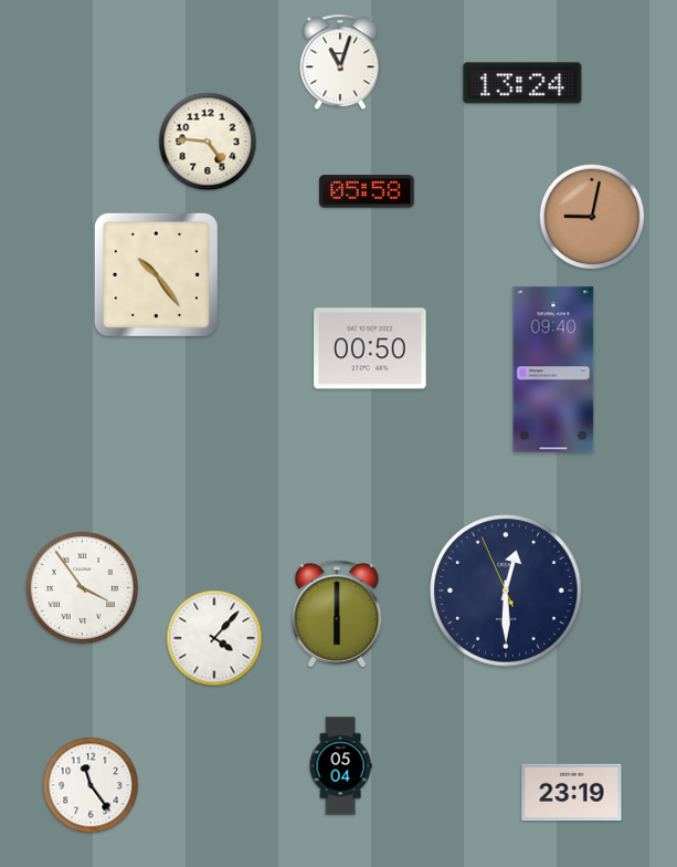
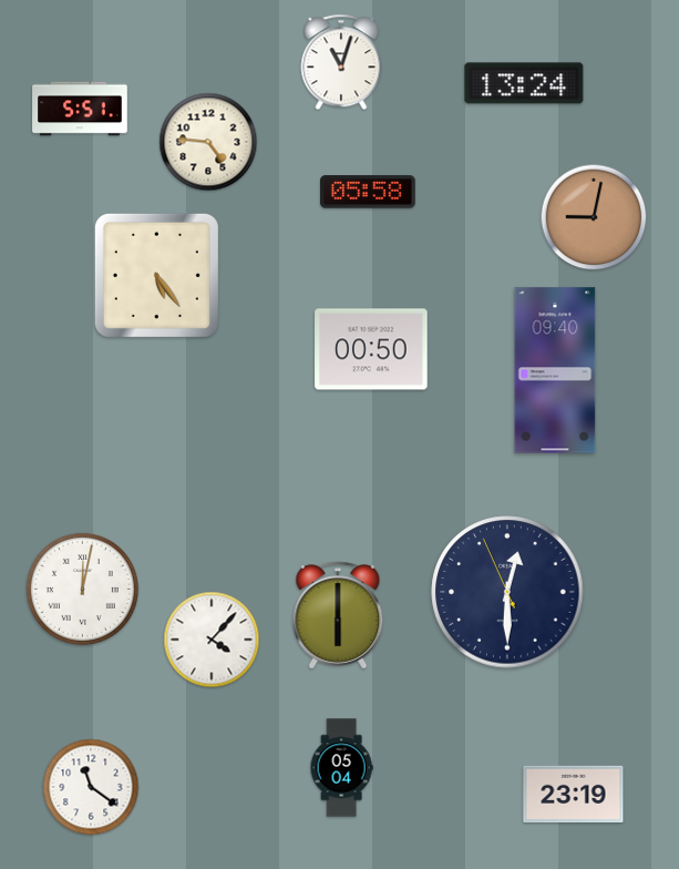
clock at (80, 109): none -> 5:51
clock at (156, 274): 10:24 -> 5:24
clock at (82, 587): 3:54 -> 12:02
clock at (214, 638) position: (214, 638) -> (212, 640)
clock at (91, 785): 11:24 -> 11:21
